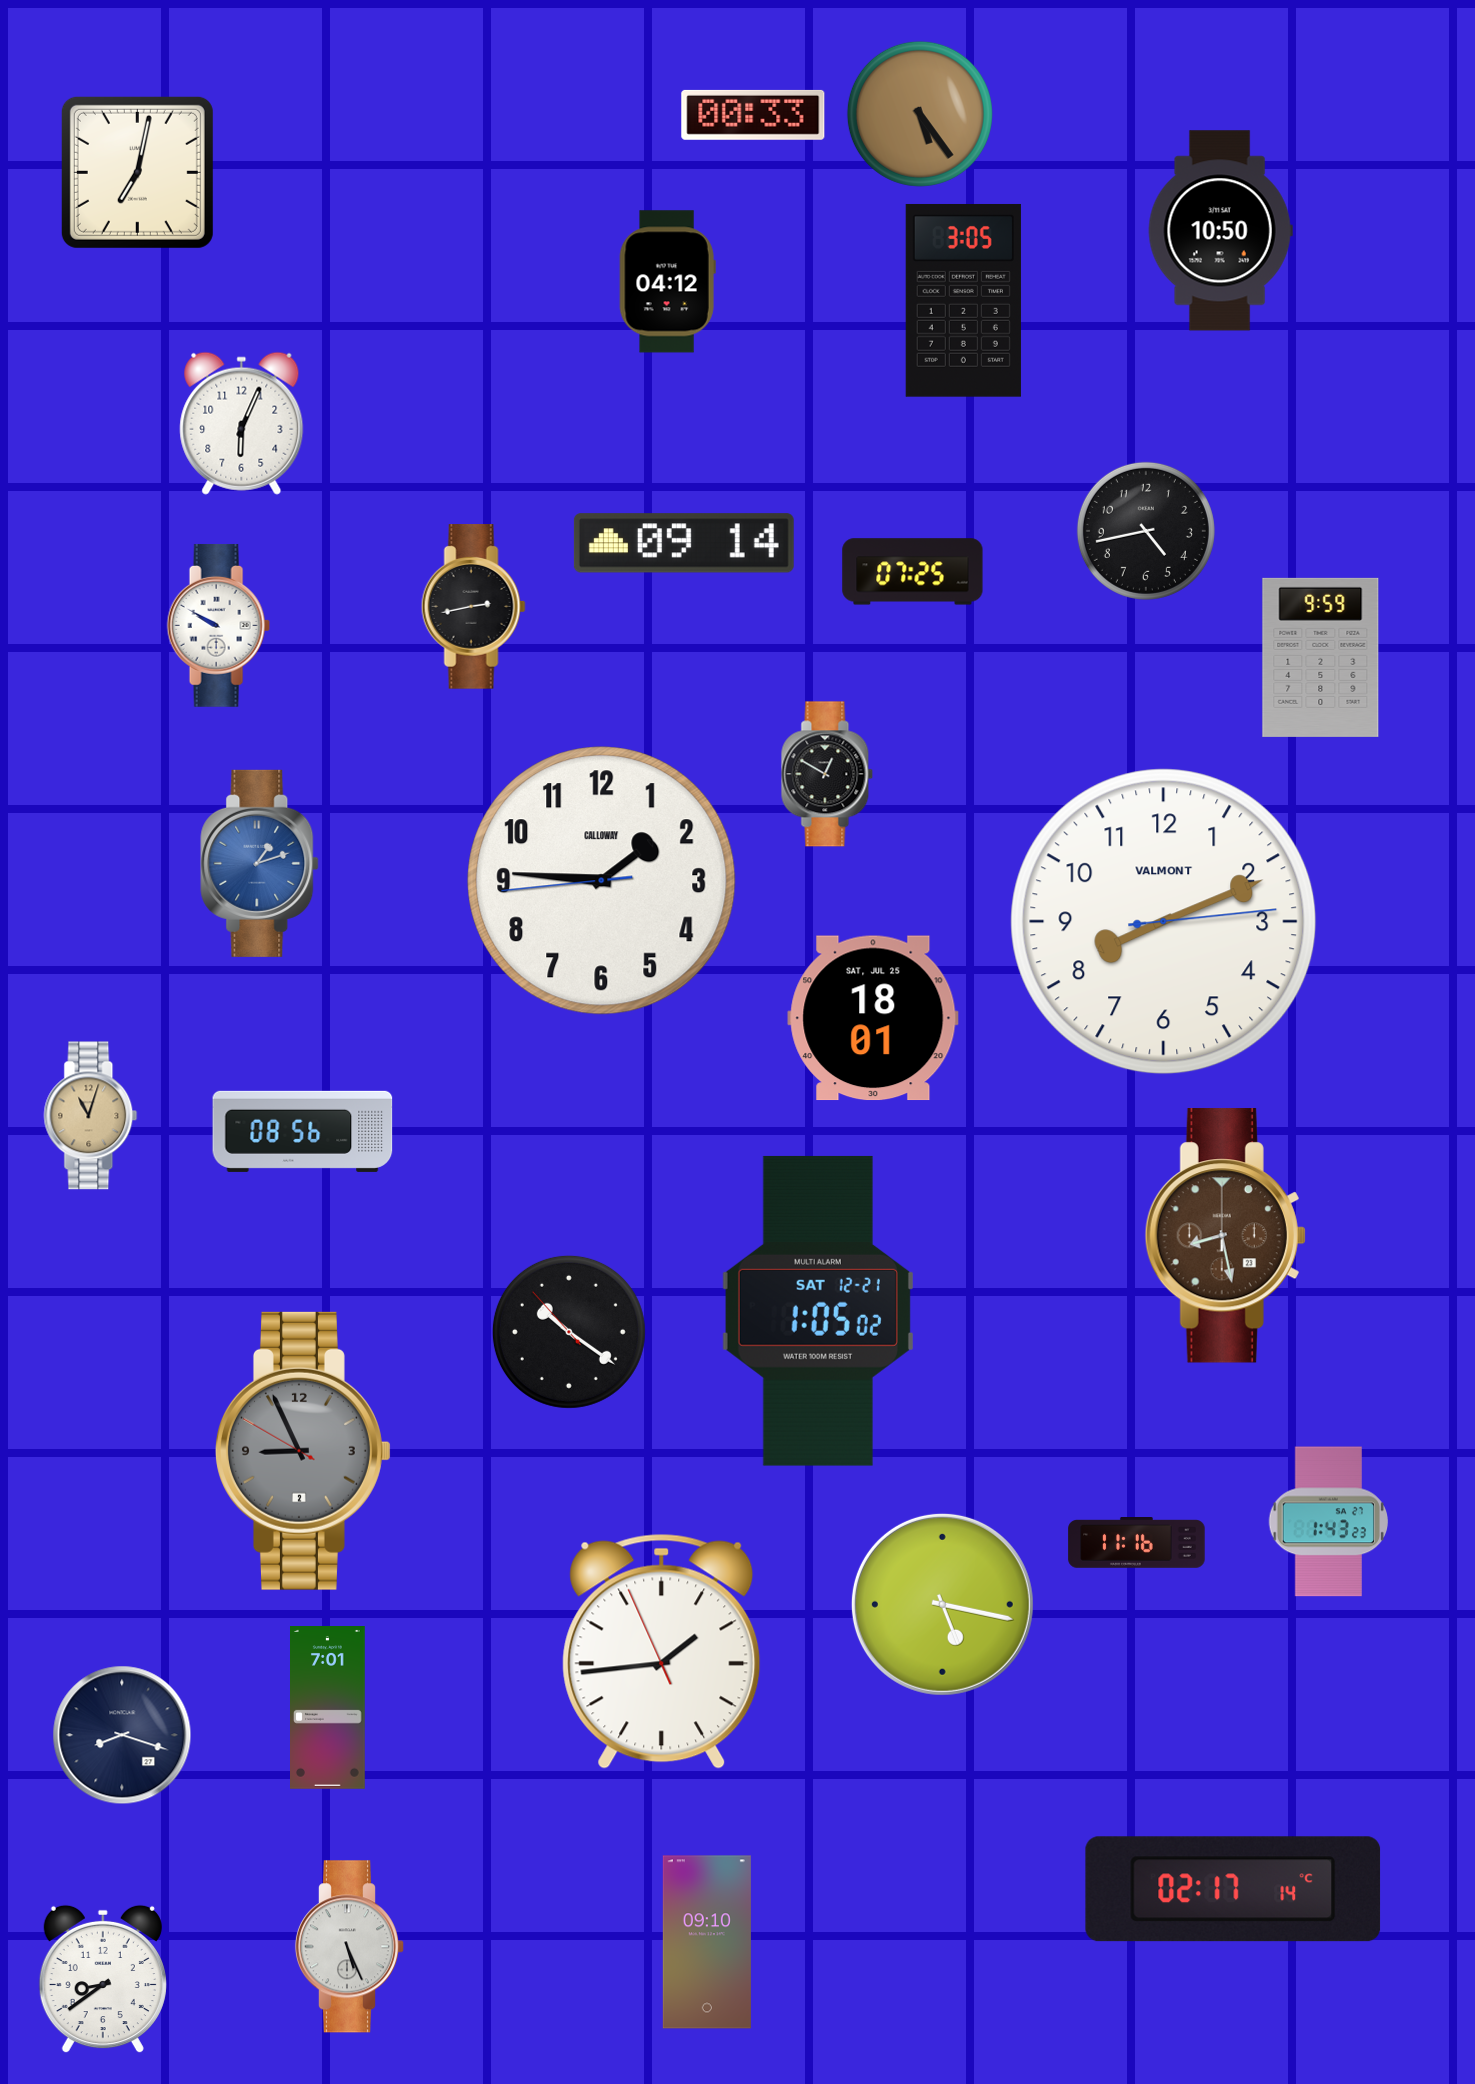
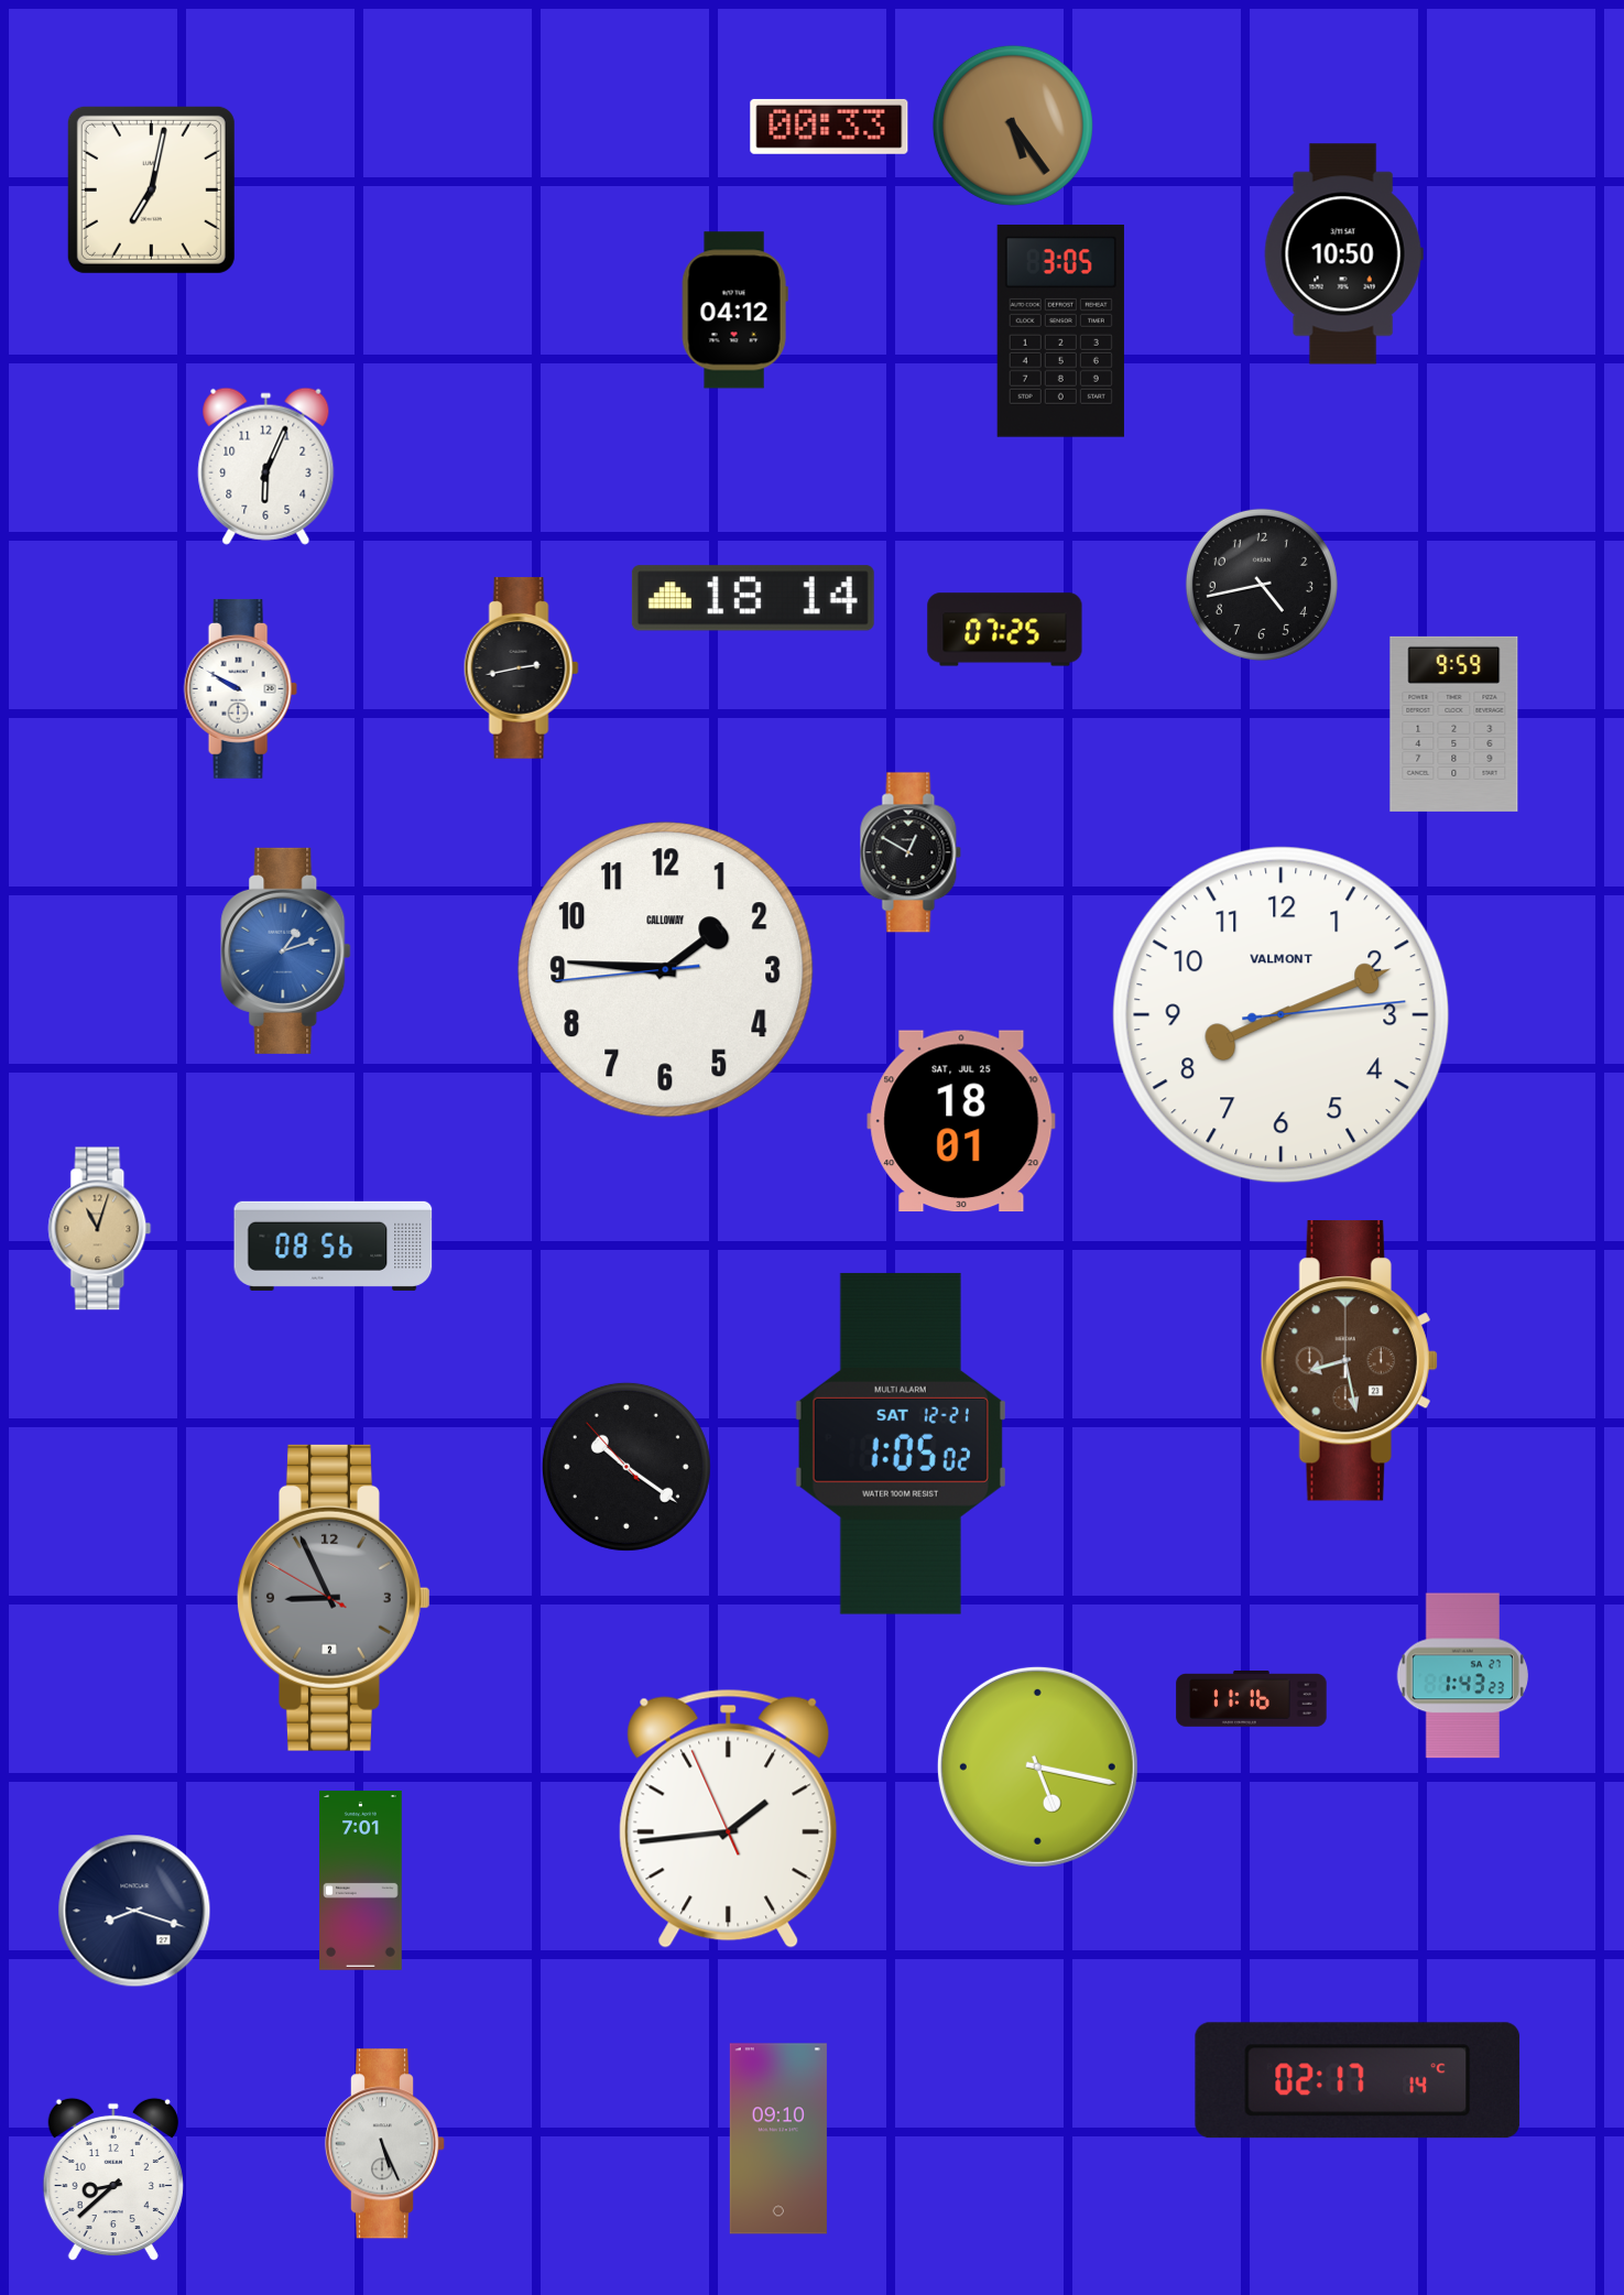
clock at (684, 543): 09:14 -> 18:14
clock at (602, 881) position: (602, 881) -> (666, 970)
clock at (103, 1979): 8:39 -> 8:38
